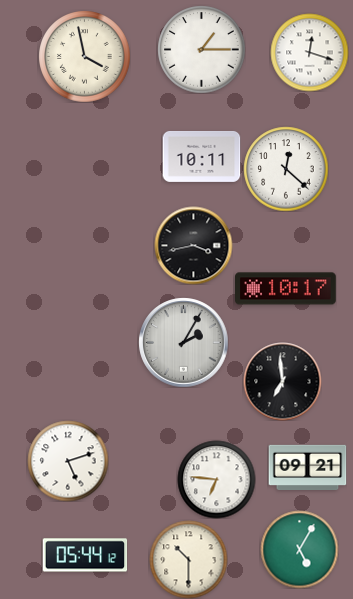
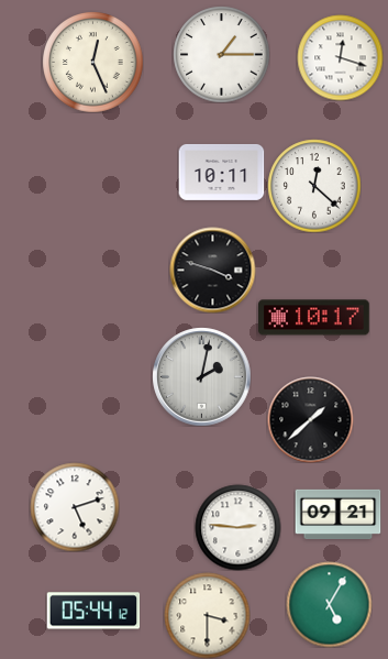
clock at (84, 56): 3:58 -> 12:26
clock at (193, 245): 3:43 -> 3:48
clock at (183, 342): 2:05 -> 2:02
clock at (282, 381): 6:59 -> 1:38
clock at (216, 479): 6:46 -> 2:46
clock at (188, 559): 10:30 -> 3:30
